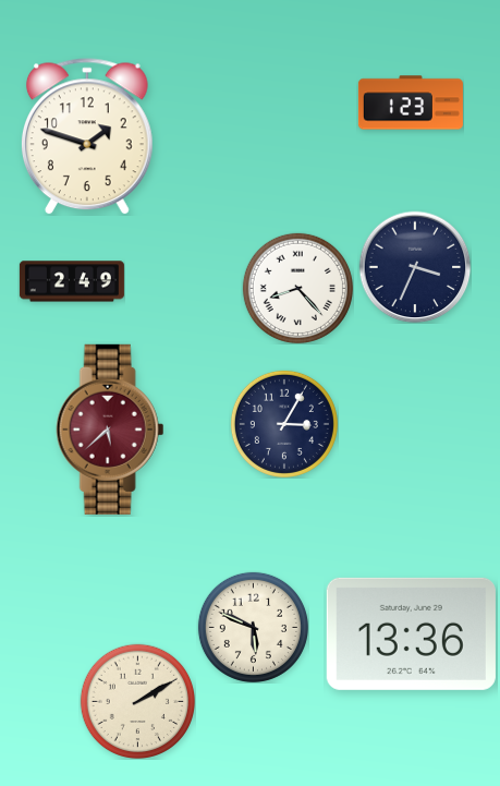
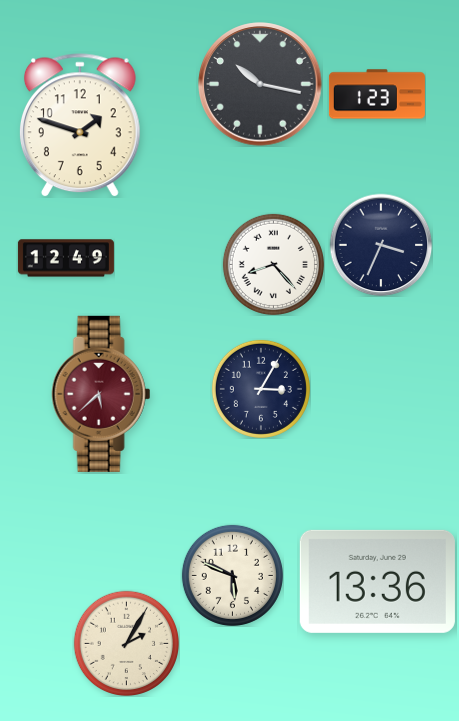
clock at (260, 84): none -> 10:17
clock at (72, 281): 2:49 -> 12:49
clock at (137, 701): 2:10 -> 2:05
